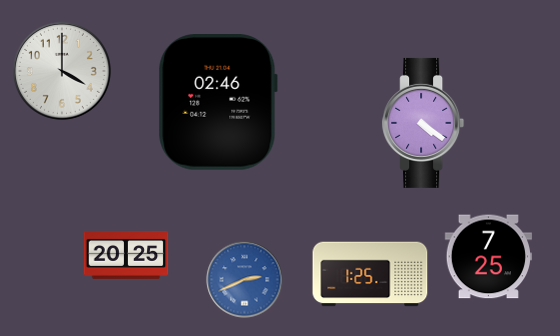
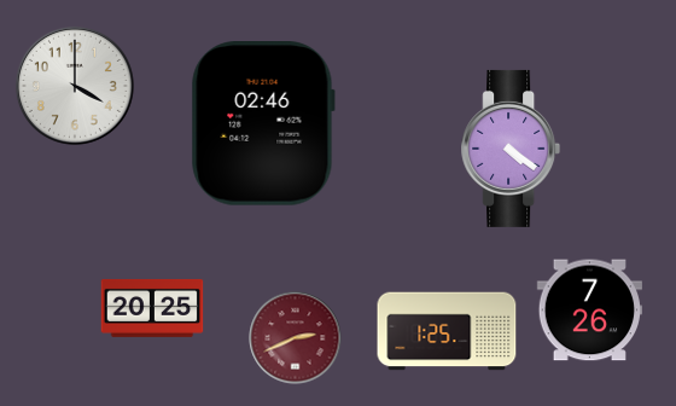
clock at (488, 257): 7:25 -> 7:26
clock at (245, 280) dial: blue -> burgundy
